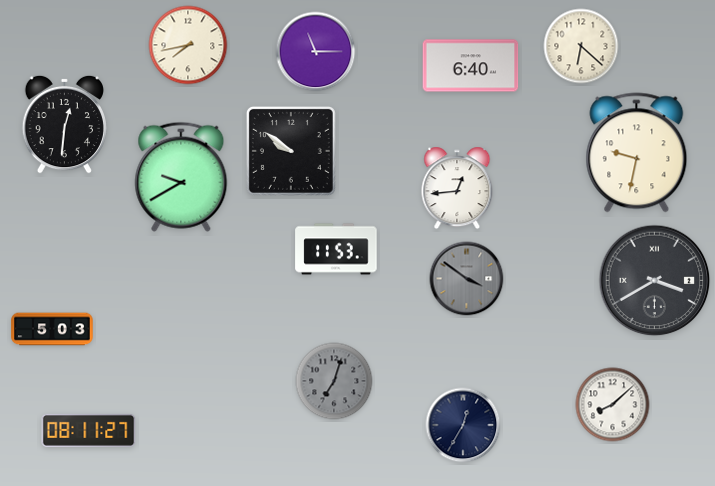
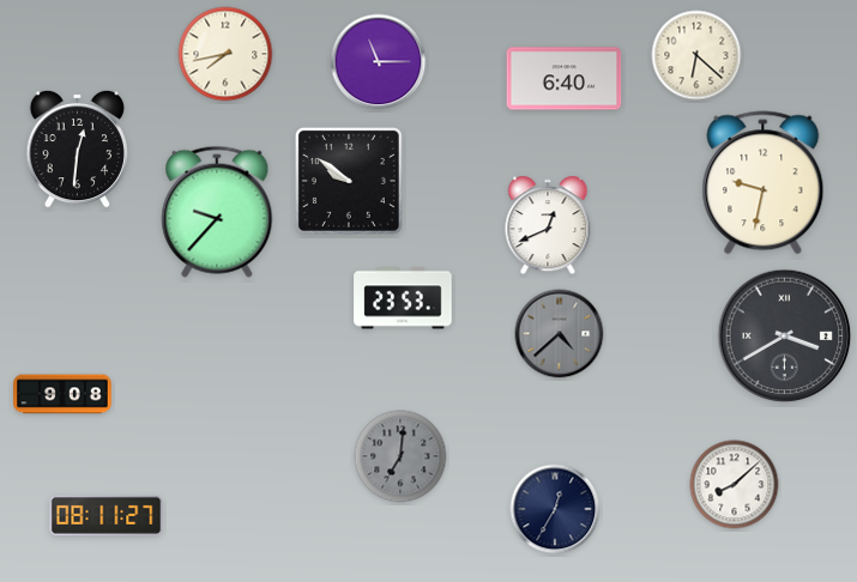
clock at (181, 177): 9:40 -> 9:37
clock at (457, 188): 12:44 -> 12:41
clock at (336, 249): 11:53 -> 23:53
clock at (467, 279): 3:51 -> 4:38
clock at (52, 329): 5:03 -> 9:08
clock at (334, 381): 7:03 -> 7:01
